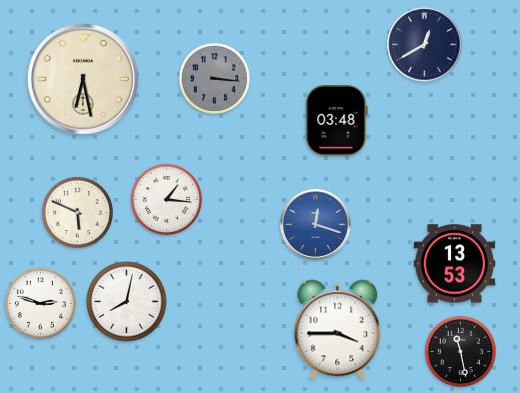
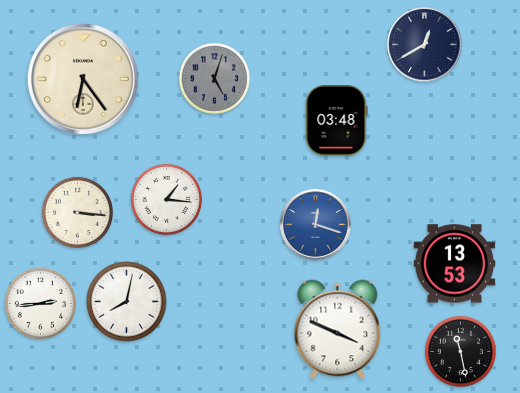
clock at (214, 78): 3:16 -> 5:03
clock at (83, 79): 6:28 -> 6:24
clock at (77, 212): 5:49 -> 3:16
clock at (40, 303): 2:48 -> 2:44
clock at (338, 330): 3:45 -> 3:49
